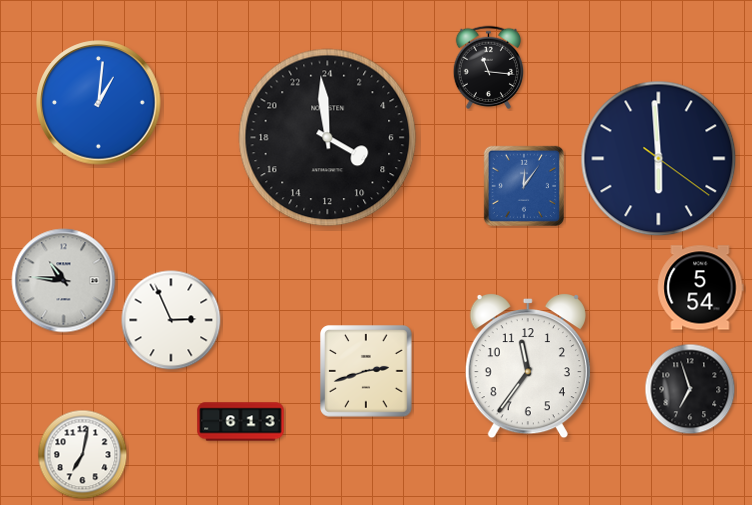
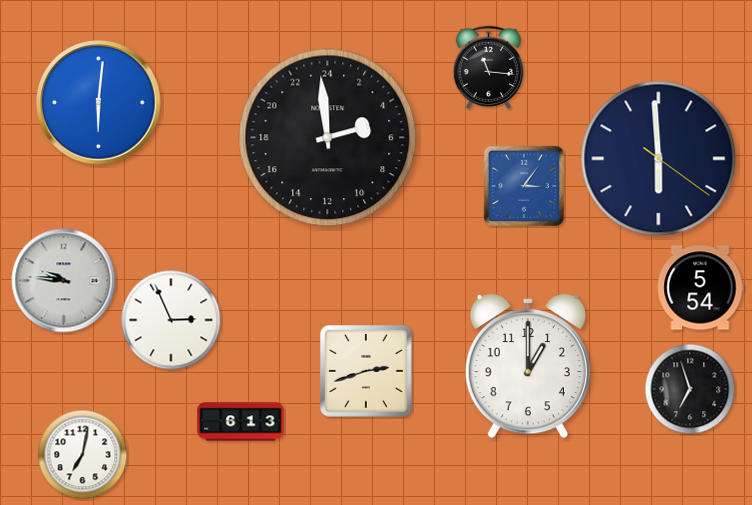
clock at (99, 103): 1:01 -> 6:01
clock at (328, 138): 7:59 -> 4:59
clock at (524, 186): 12:06 -> 3:06
clock at (64, 281): 10:46 -> 9:46
clock at (528, 367): 11:36 -> 1:00
